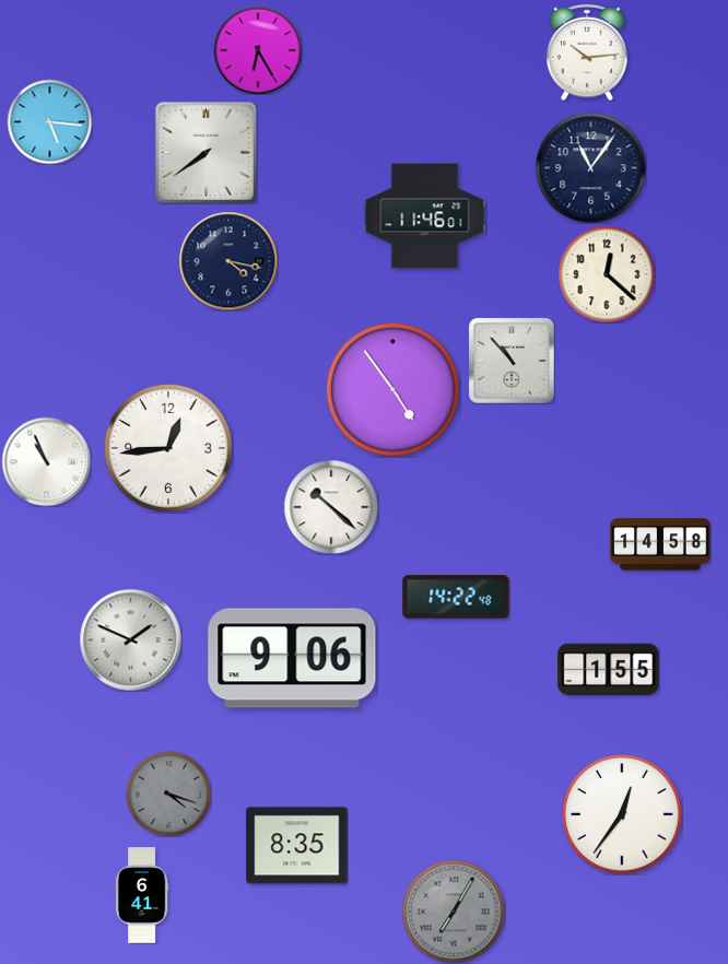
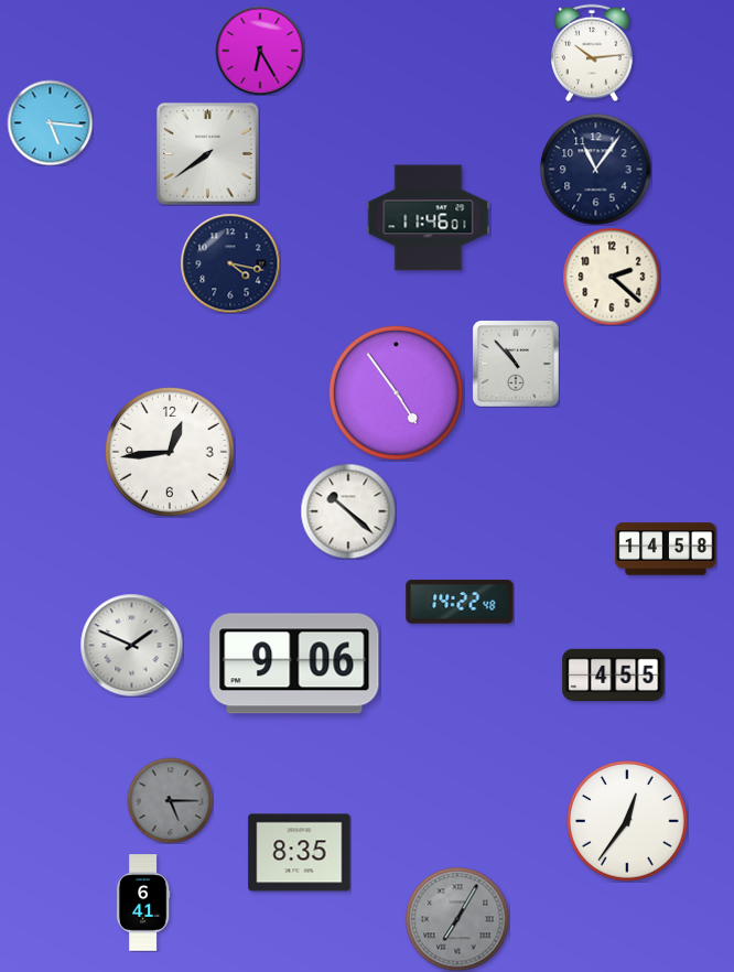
clock at (607, 274): 12:22 -> 2:22
clock at (46, 461): 10:56 -> none
clock at (331, 507) position: (331, 507) -> (348, 511)
clock at (609, 669): 1:55 -> 4:55
clock at (168, 793): 4:18 -> 5:15
